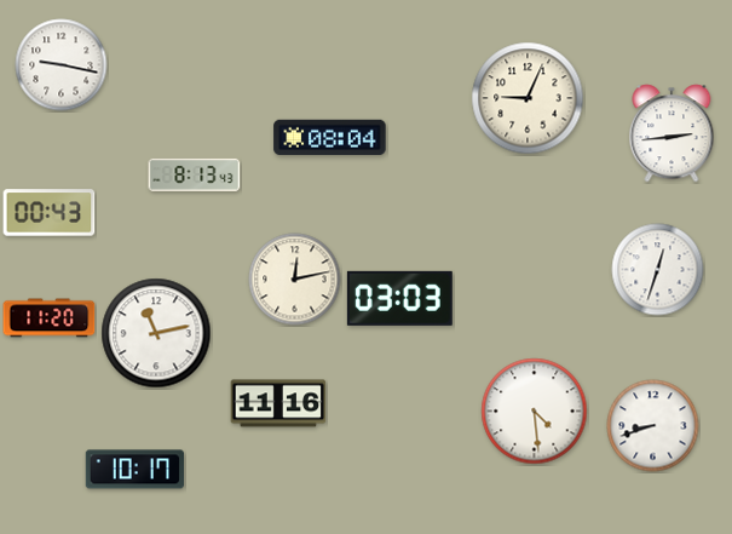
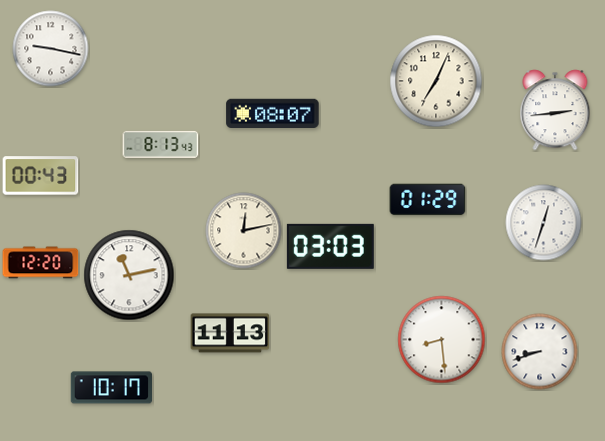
clock at (62, 65) position: (62, 65) -> (51, 49)
clock at (528, 98): 9:04 -> 7:04
clock at (330, 137): 08:04 -> 08:07
clock at (428, 200): none -> 01:29
clock at (50, 318): 11:20 -> 12:20
clock at (278, 403): 11:16 -> 11:13
clock at (535, 412): 4:29 -> 8:29
